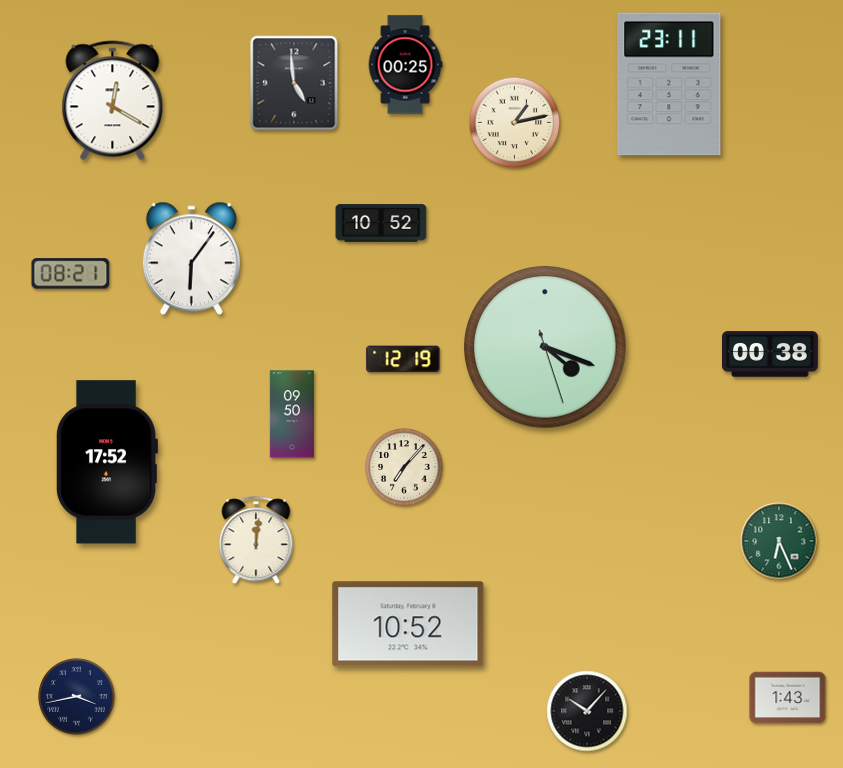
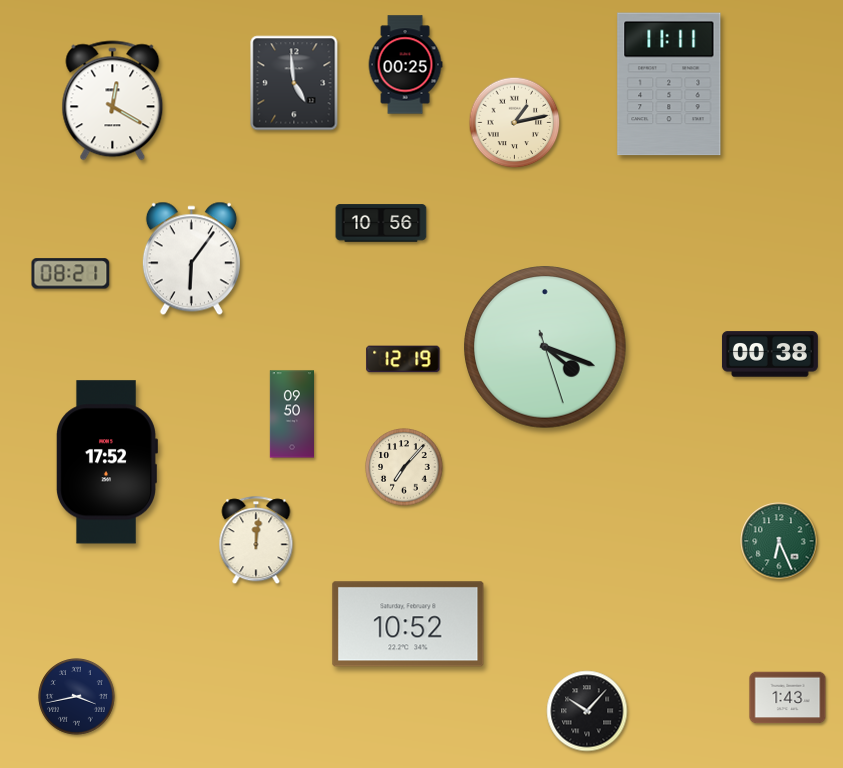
clock at (669, 84): 23:11 -> 11:11
clock at (381, 223): 10:52 -> 10:56
